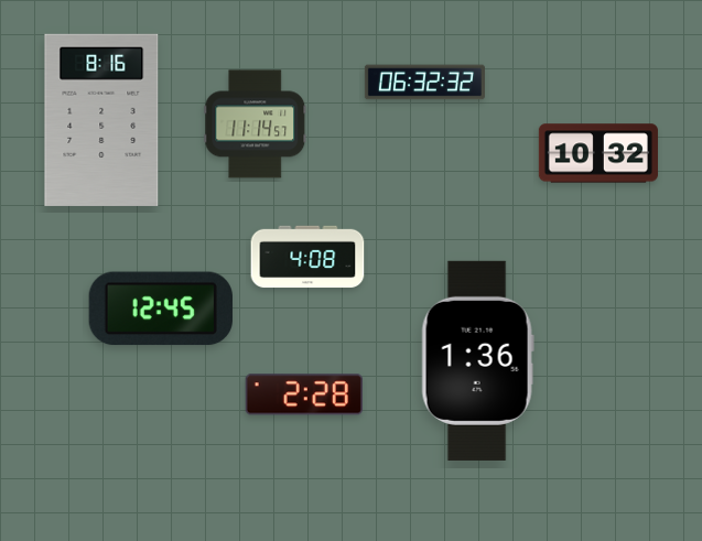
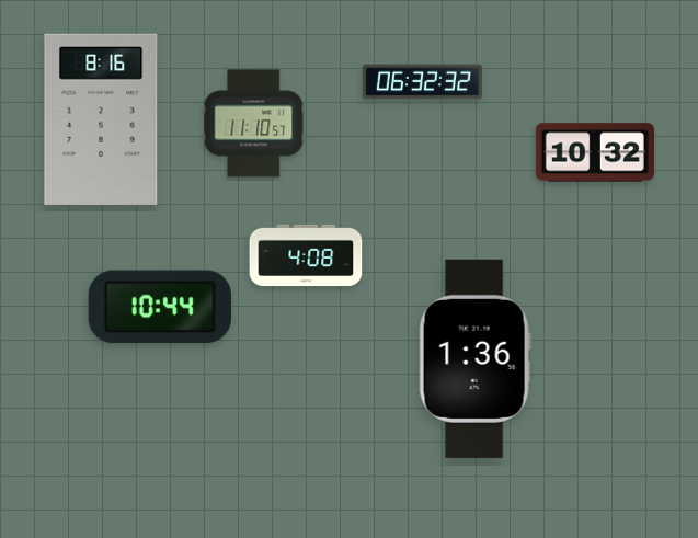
clock at (256, 125): 11:14 -> 11:10
clock at (161, 309): 12:45 -> 10:44
clock at (304, 394): 2:28 -> none
